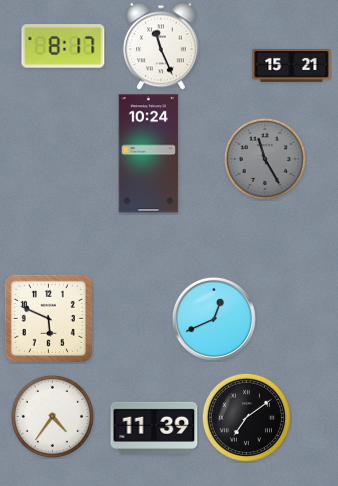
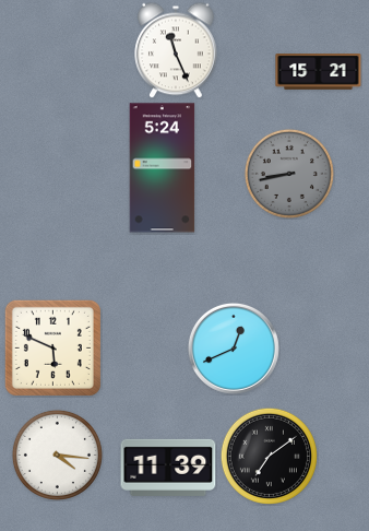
clock at (63, 46): 8:17 -> none
clock at (149, 154): 10:24 -> 5:24
clock at (265, 159): 11:25 -> 8:43
clock at (52, 416): 4:36 -> 4:16
